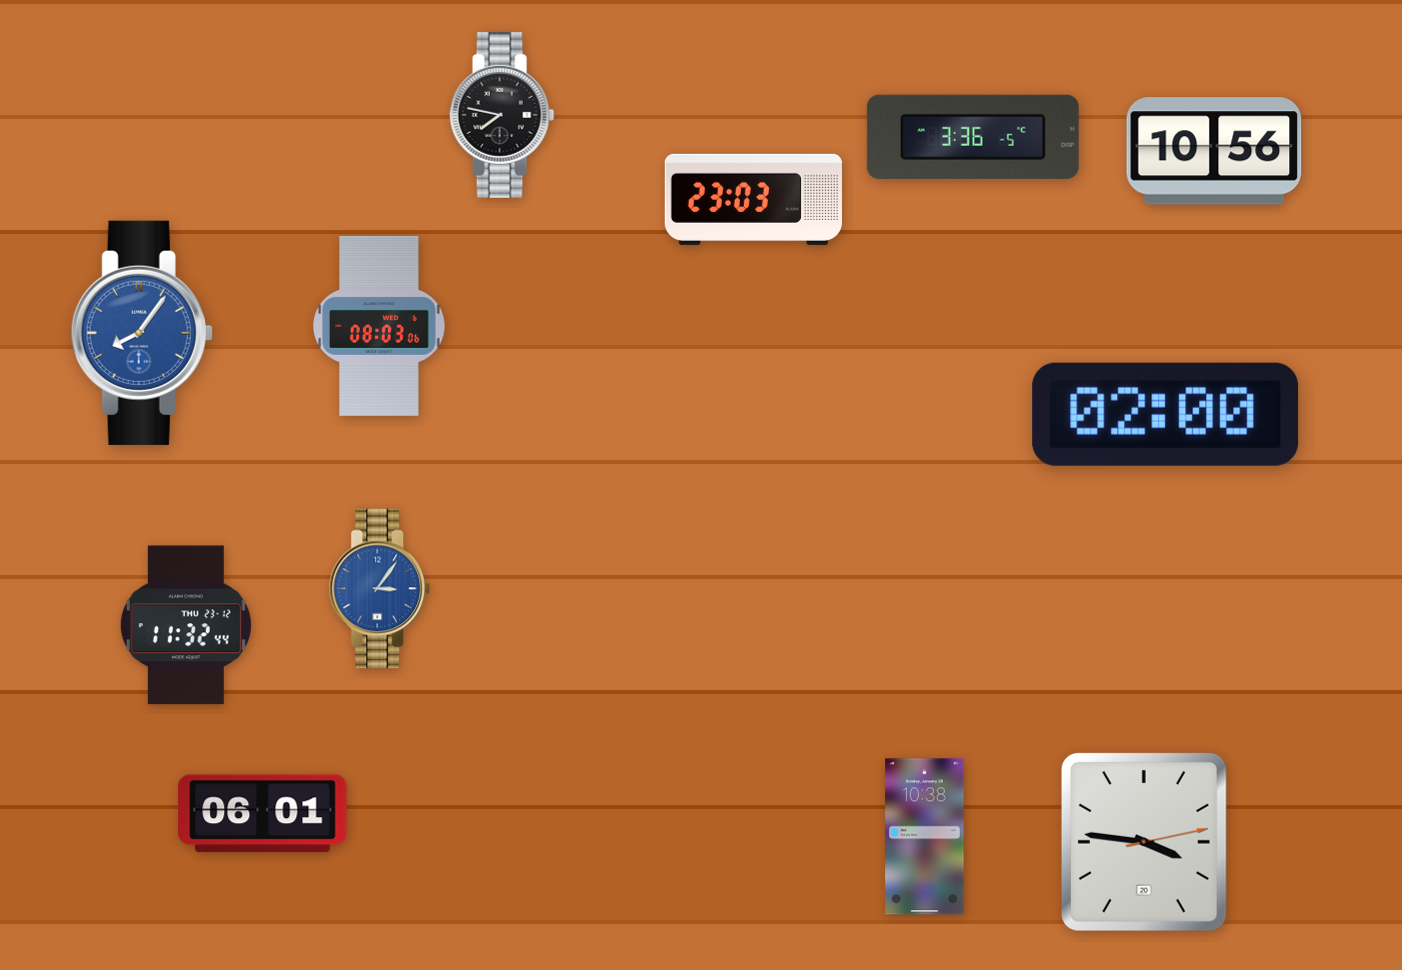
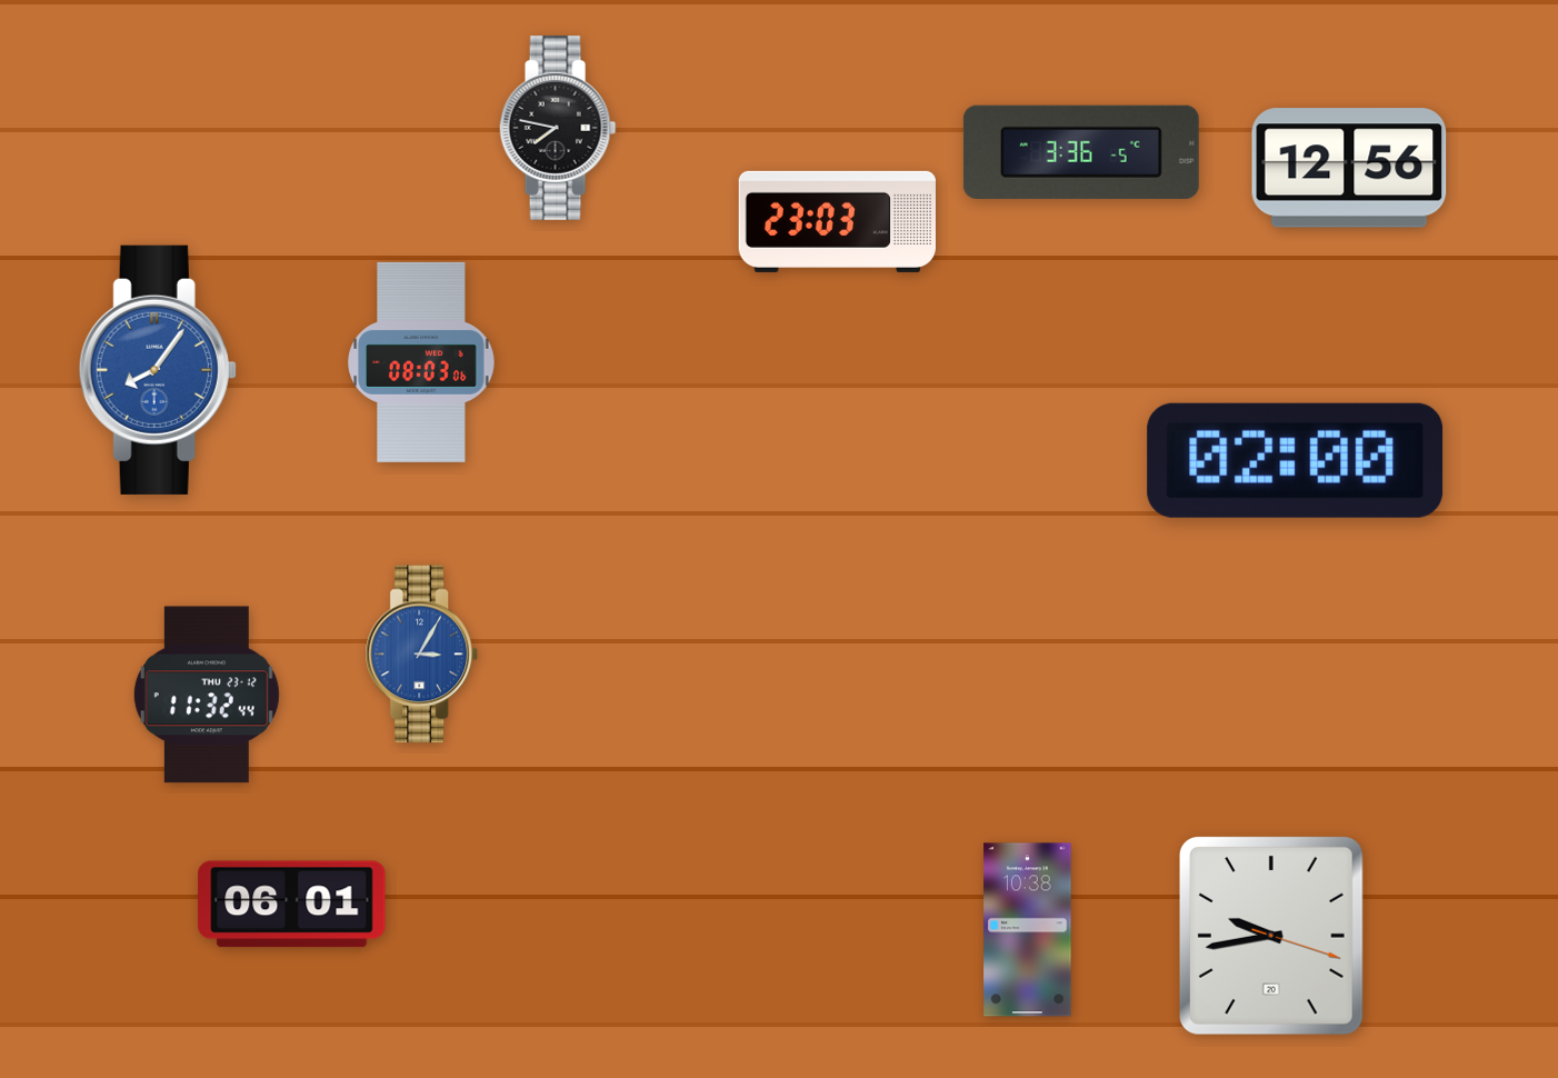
clock at (1214, 151): 10:56 -> 12:56
clock at (379, 589): 3:06 -> 3:05
clock at (1144, 842): 3:46 -> 9:43
